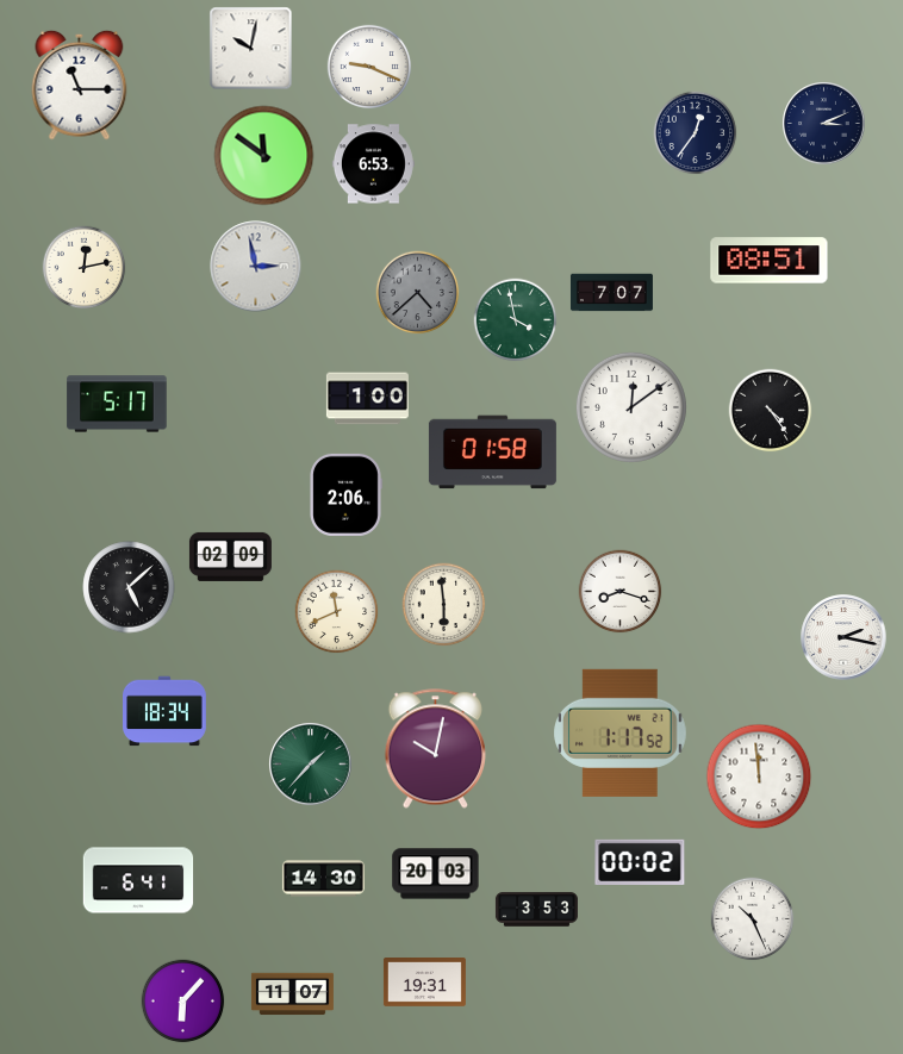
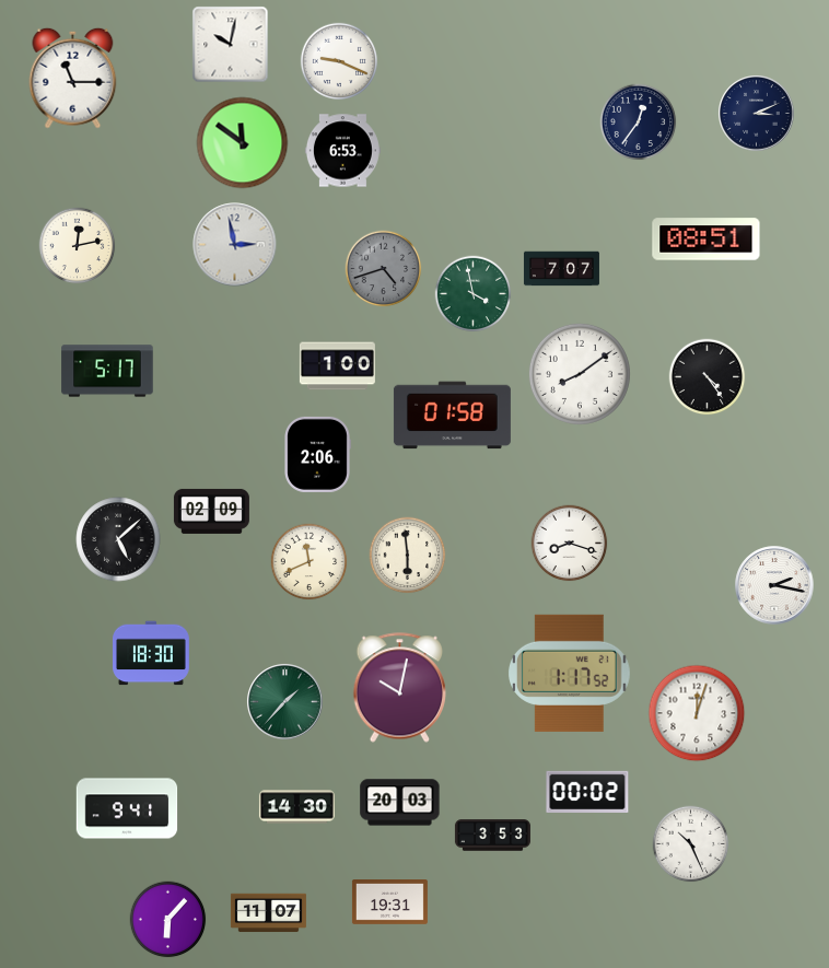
clock at (418, 293): 4:38 -> 4:42
clock at (631, 407): 12:09 -> 8:09
clock at (166, 711): 18:34 -> 18:30
clock at (759, 777): 11:59 -> 12:03
clock at (138, 880): 6:41 -> 9:41
